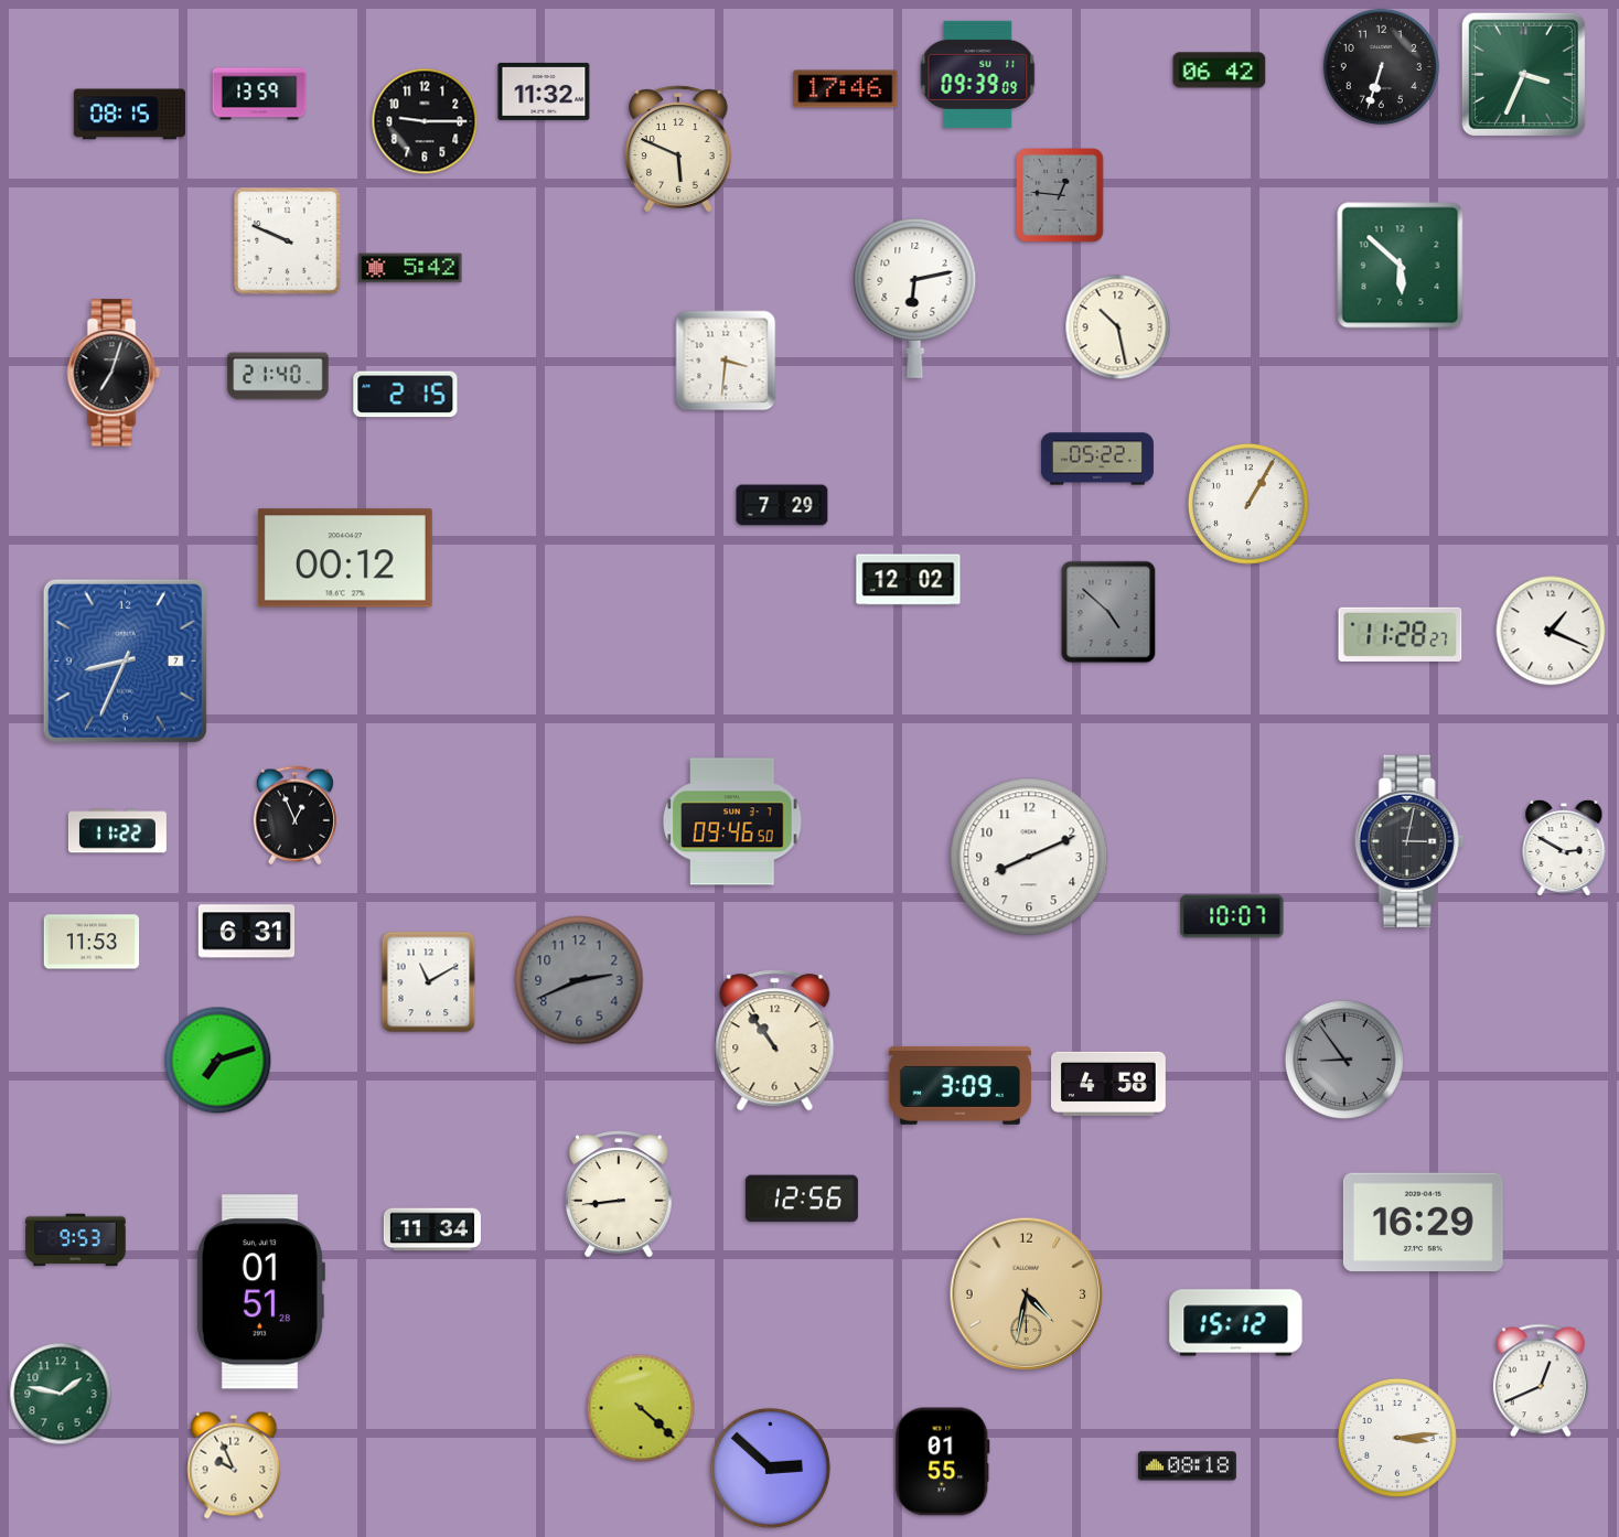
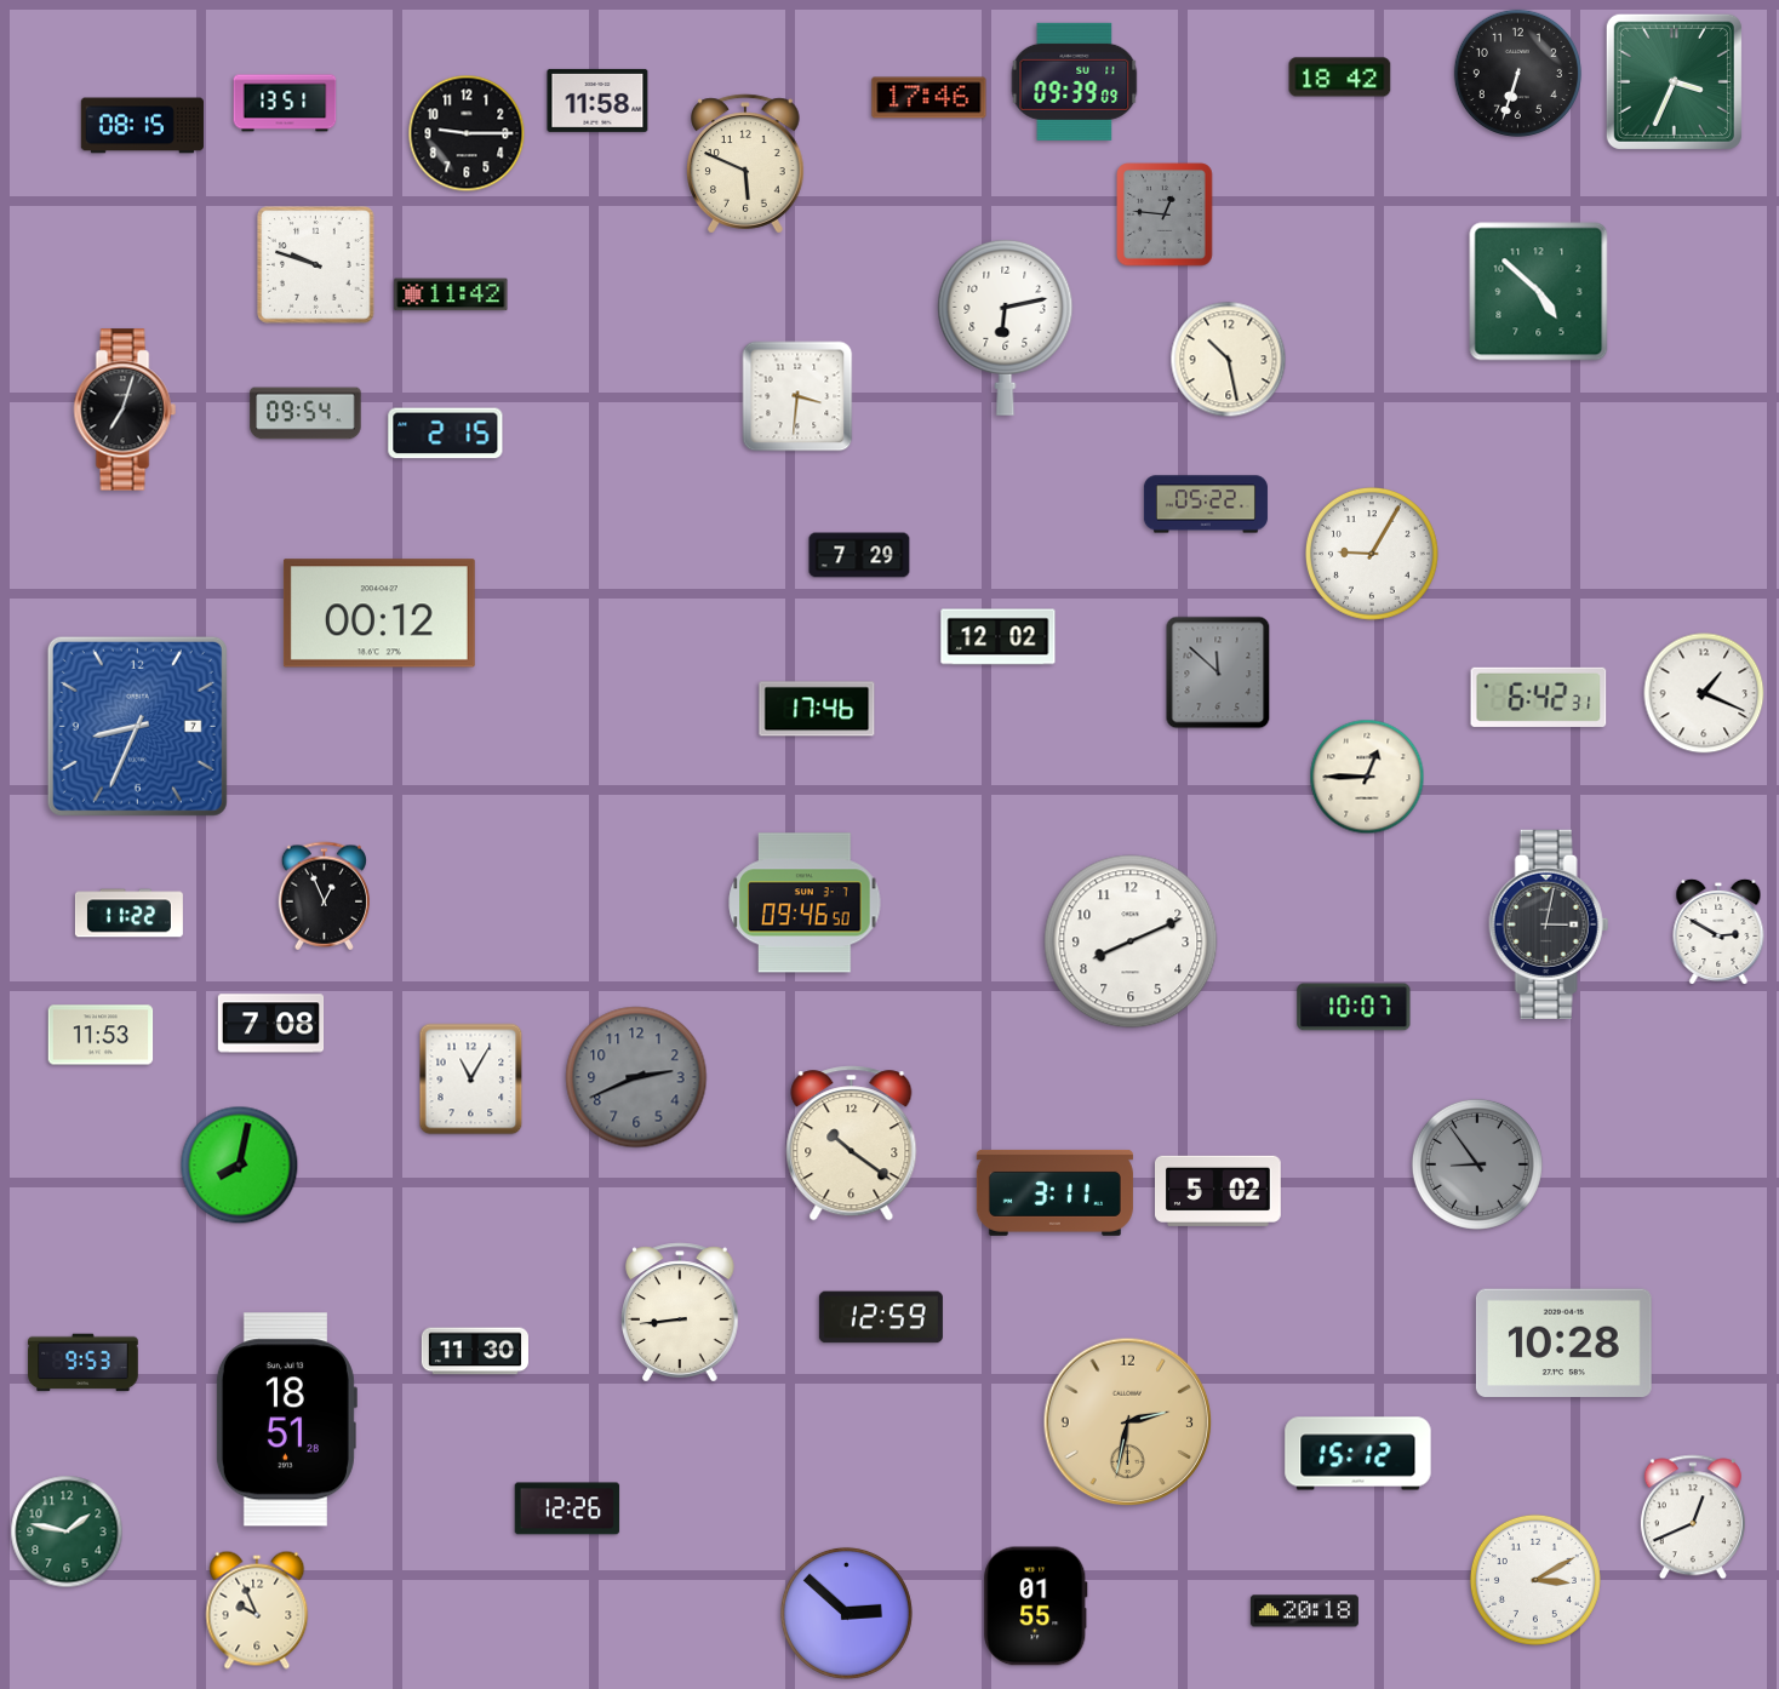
clock at (1220, 71): 06:42 -> 18:42
clock at (544, 92): 11:32 -> 11:58
clock at (259, 94): 13:59 -> 13:51
clock at (288, 241): 9:49 -> 9:48
clock at (1401, 266): 5:52 -> 4:52
clock at (410, 268): 5:42 -> 11:42
clock at (278, 376): 21:40 -> 09:54
clock at (1248, 504): 1:05 -> 9:05
clock at (1108, 612): 4:52 -> 11:52
clock at (1401, 634): 11:28 -> 6:42
clock at (817, 709): none -> 17:46
clock at (1367, 777): none -> 12:45
clock at (247, 932): 6:31 -> 7:08
clock at (429, 982): 11:10 -> 11:05
clock at (775, 1041): 10:54 -> 10:21
clock at (218, 1061): 7:12 -> 8:02
clock at (1109, 1084): 4:58 -> 5:02
clock at (959, 1085): 3:09 -> 3:11
clock at (802, 1199): 12:56 -> 12:59
clock at (1423, 1223): 16:29 -> 10:28
clock at (432, 1229): 11:34 -> 11:30
clock at (260, 1292): 01:51 -> 18:51
clock at (1027, 1294): 4:32 -> 2:32
clock at (567, 1508): none -> 12:26
clock at (641, 1408): 4:22 -> none
clock at (1397, 1438): 3:14 -> 3:10
clock at (1187, 1466): 08:18 -> 20:18
